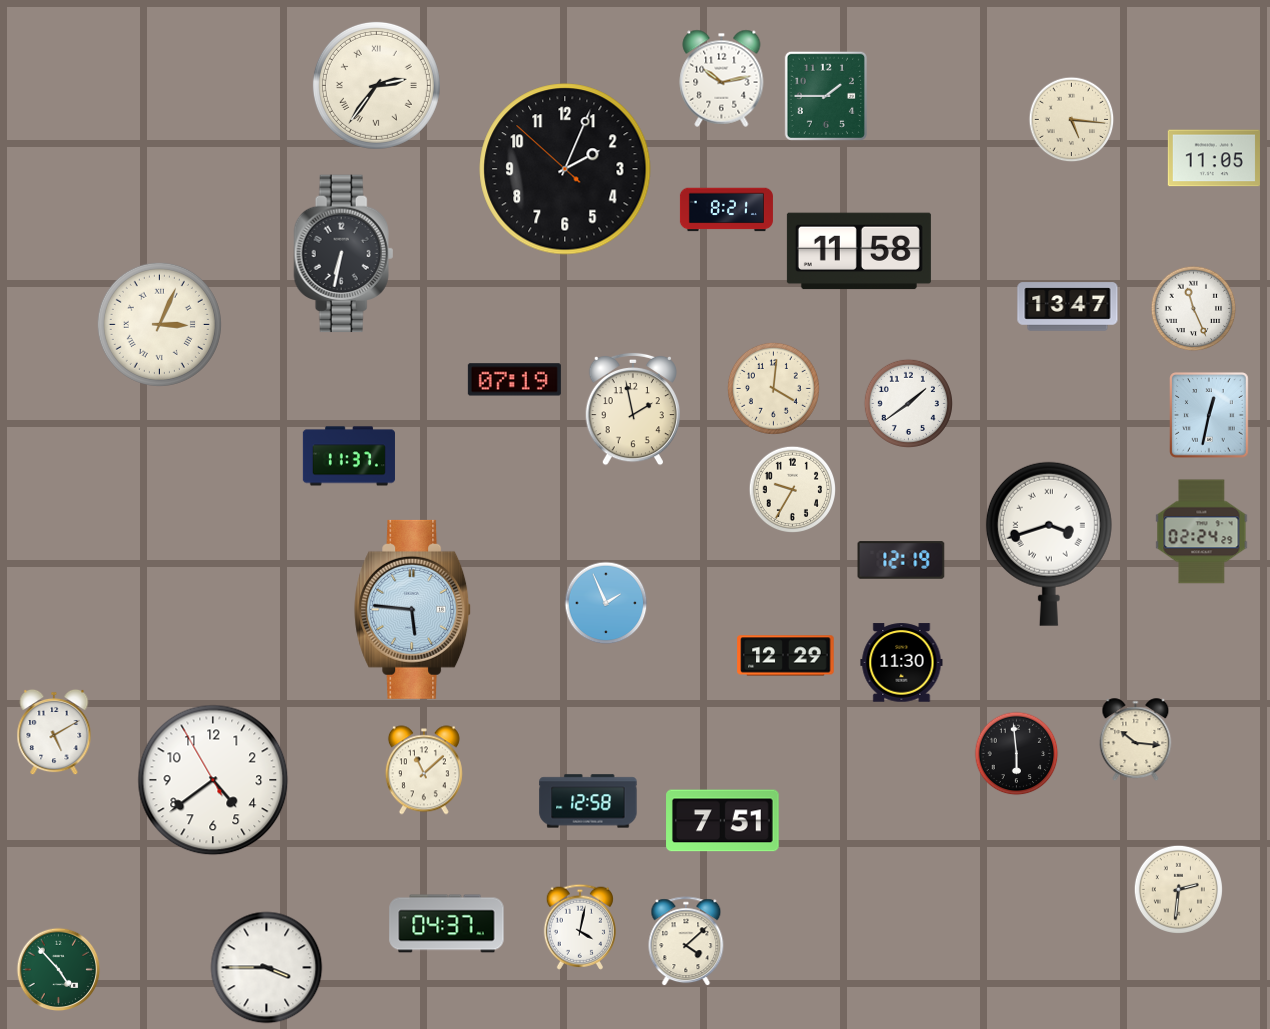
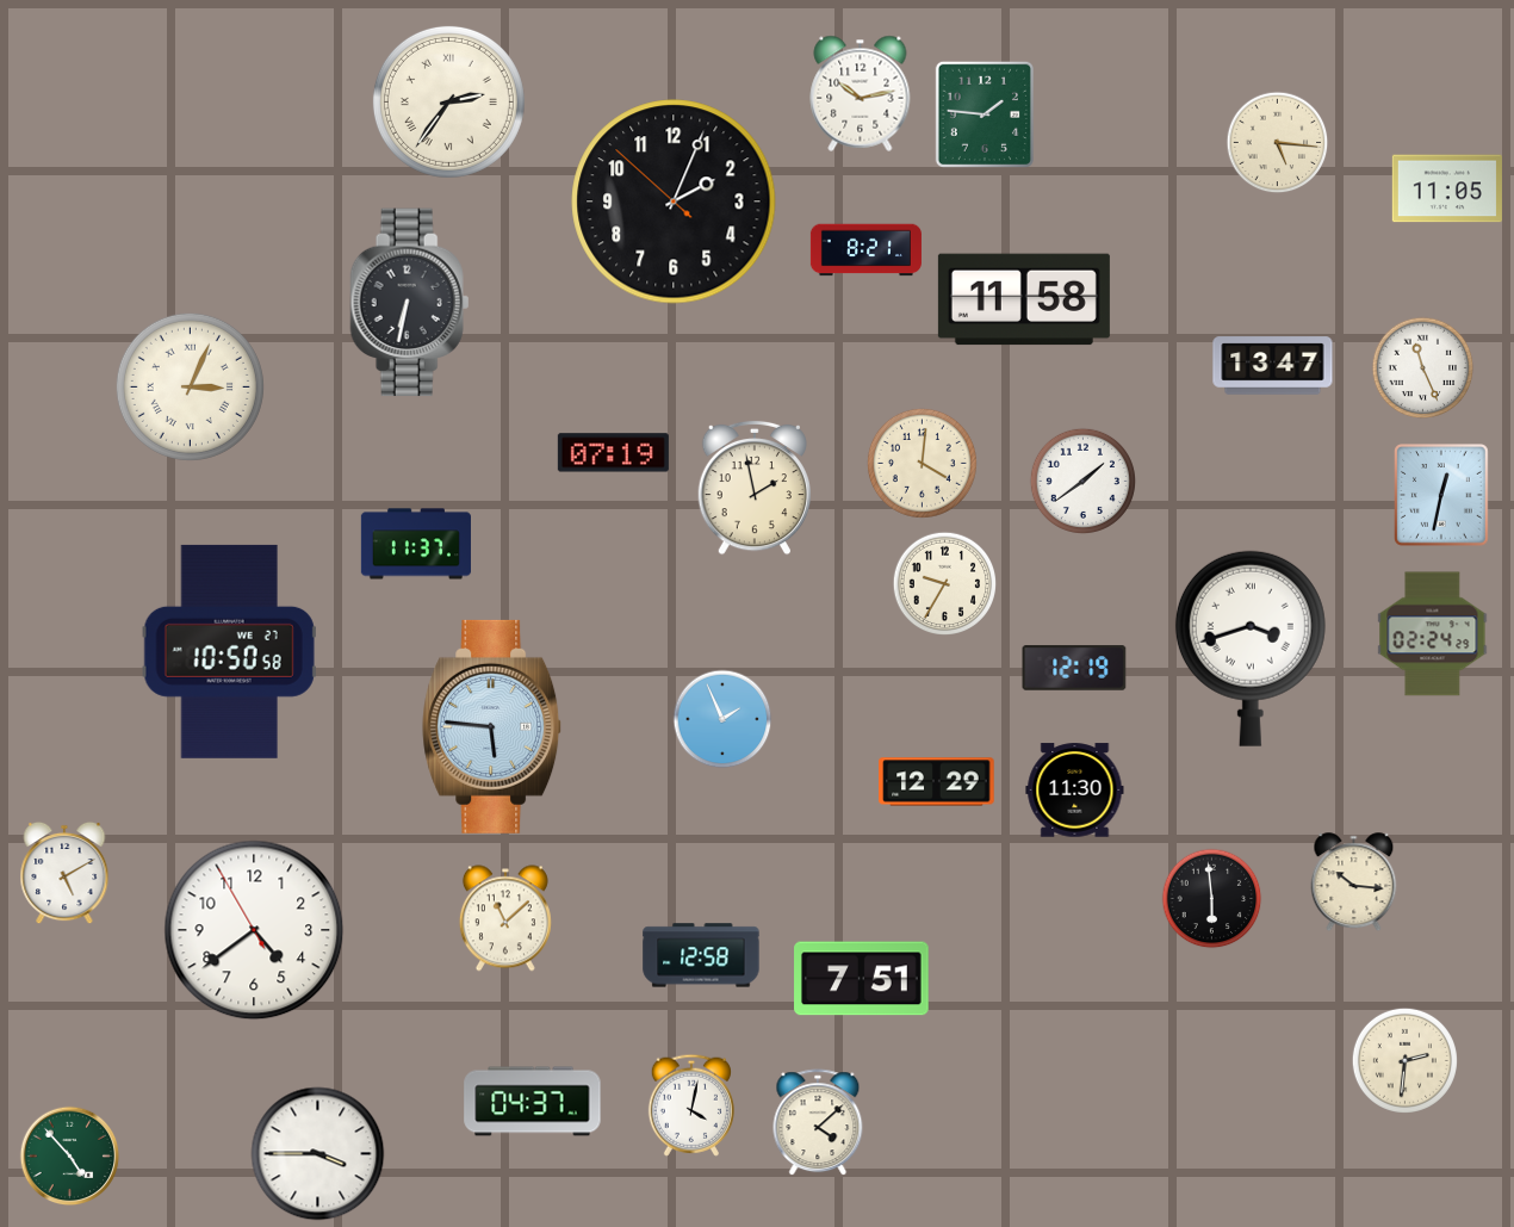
clock at (826, 96): 1:45 -> 1:46
clock at (229, 651): none -> 10:50
